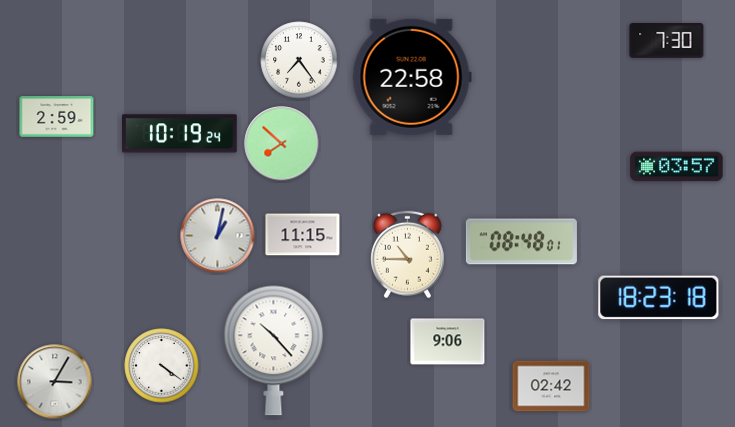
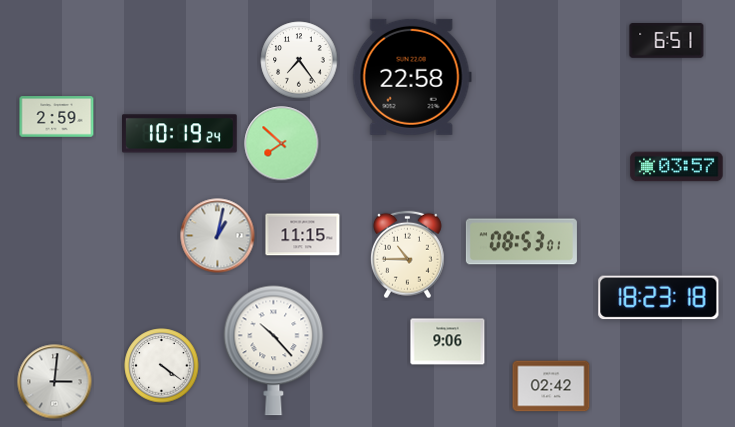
clock at (667, 41): 7:30 -> 6:51
clock at (521, 242): 08:48 -> 08:53
clock at (55, 382): 3:05 -> 3:01
